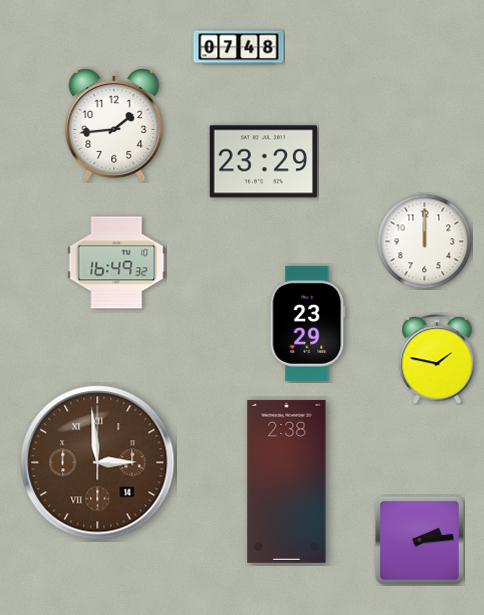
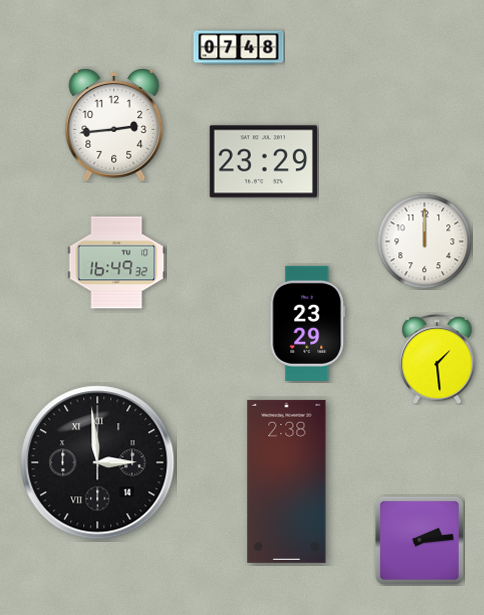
clock at (114, 125): 1:44 -> 2:44
clock at (437, 359): 1:47 -> 1:29
clock at (98, 463) dial: brown -> black
